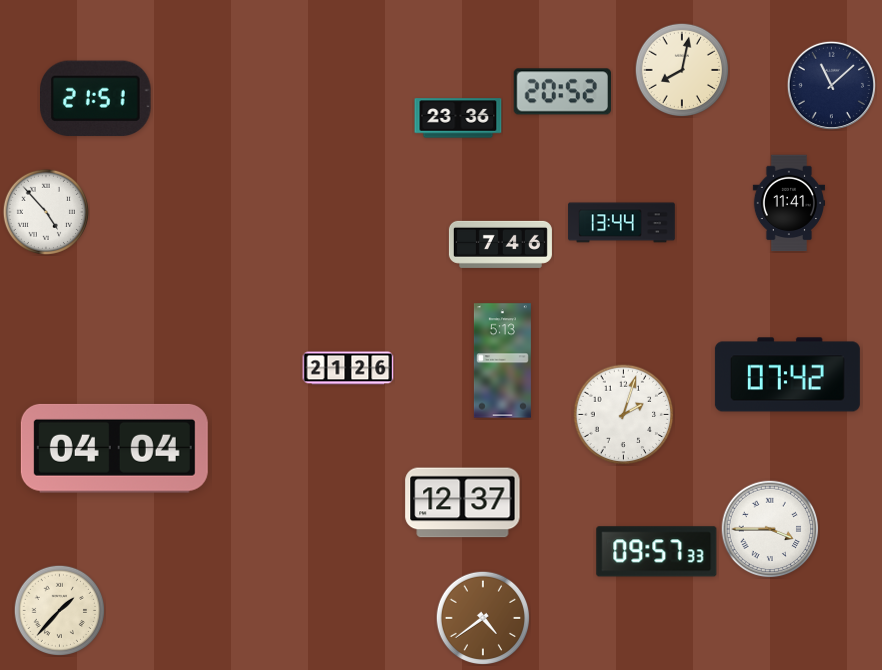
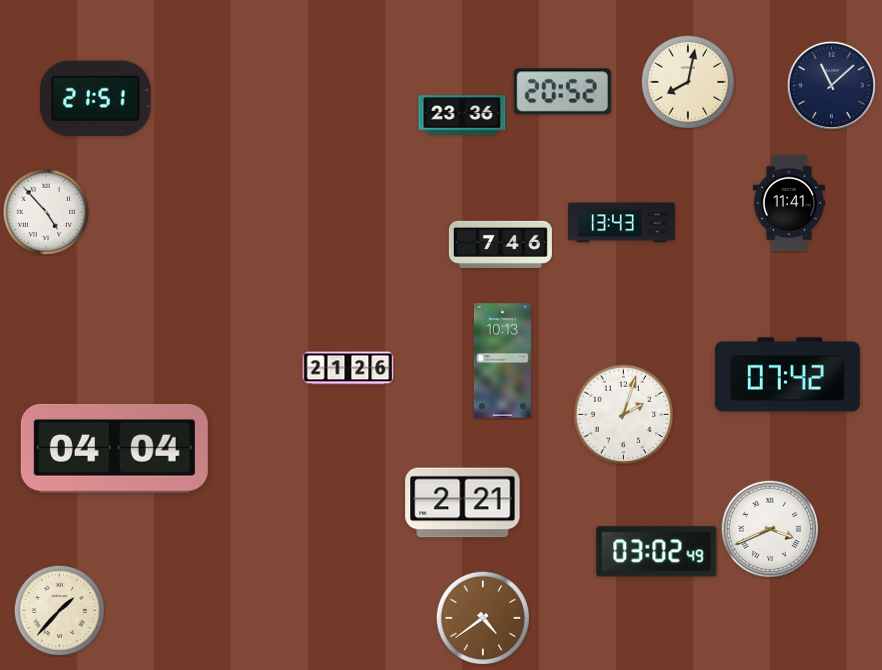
clock at (682, 70) position: (682, 70) -> (688, 82)
clock at (458, 118) position: (458, 118) -> (462, 115)
clock at (622, 223): 13:44 -> 13:43
clock at (502, 361): 5:13 -> 10:13
clock at (463, 503): 12:37 -> 2:21
clock at (770, 529): 3:45 -> 3:41
clock at (657, 552): 09:57 -> 03:02
